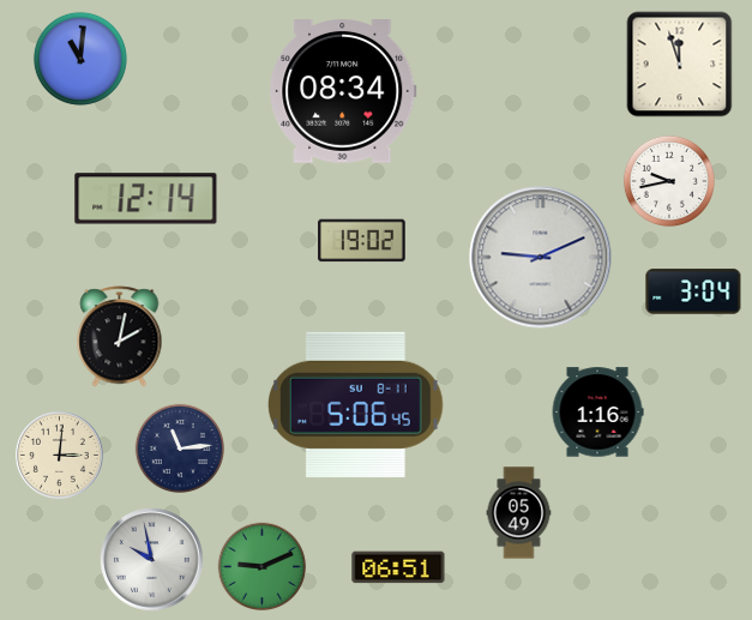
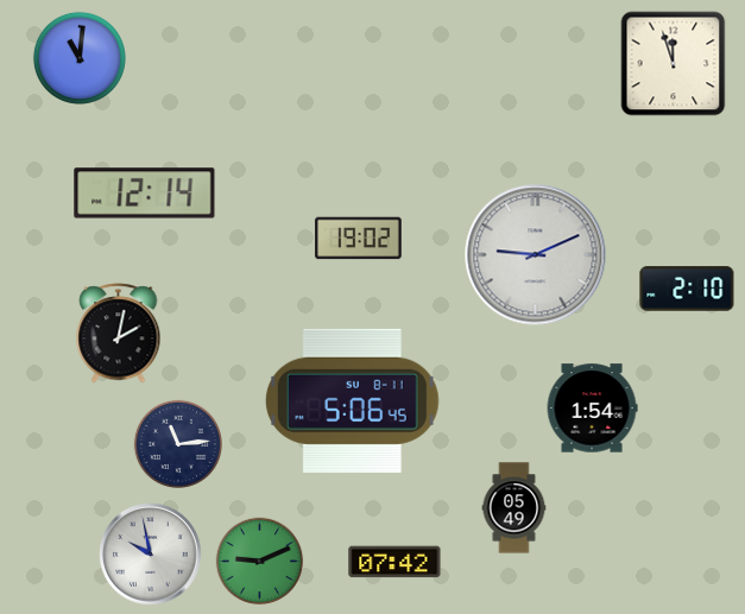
clock at (343, 92): 08:34 -> none
clock at (669, 181): 9:43 -> none
clock at (146, 199) position: (146, 199) -> (145, 194)
clock at (693, 291): 3:04 -> 2:10
clock at (597, 413): 1:16 -> 1:54
clock at (60, 456): 3:01 -> none
clock at (398, 567): 06:51 -> 07:42
